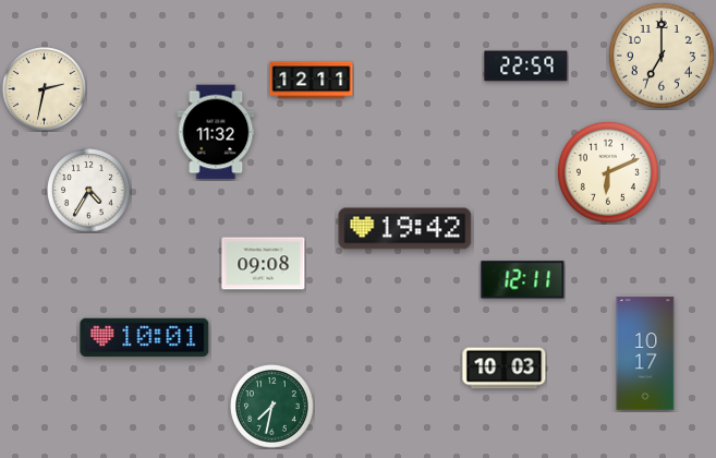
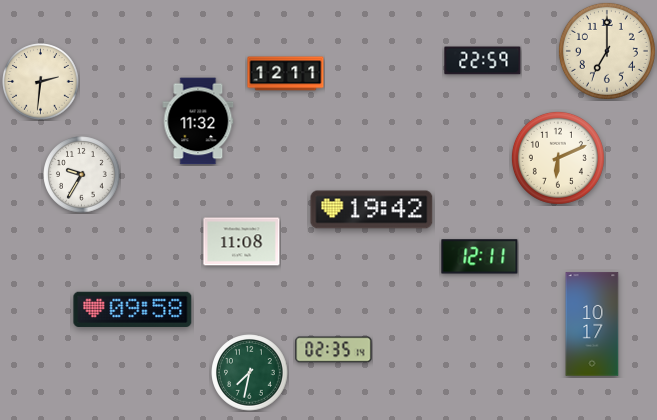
clock at (45, 89): 2:32 -> 2:31
clock at (89, 191): 4:35 -> 9:35
clock at (264, 264): 09:08 -> 11:08
clock at (145, 337): 10:01 -> 09:58
clock at (505, 369): 10:03 -> none
clock at (334, 350): none -> 02:35
